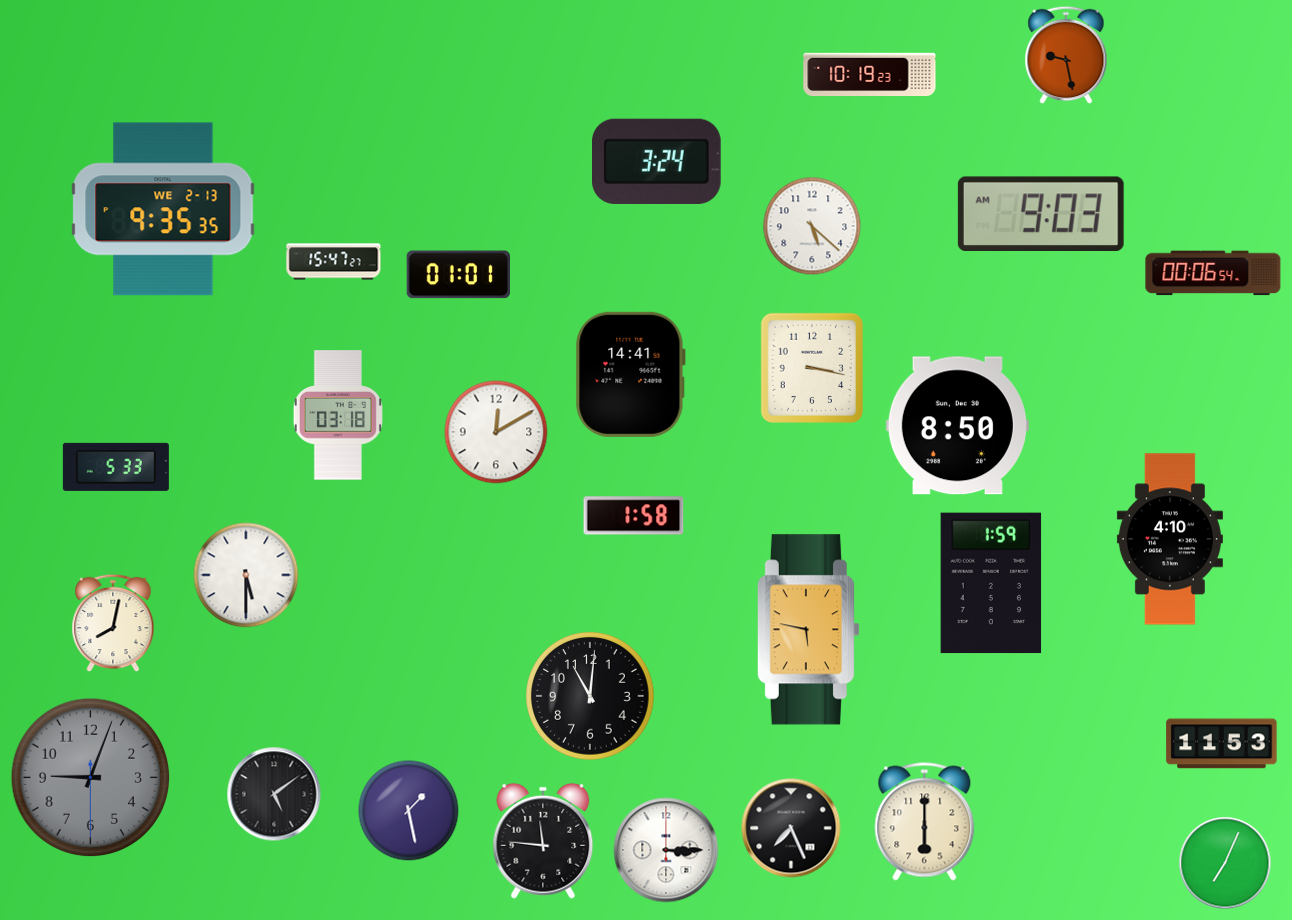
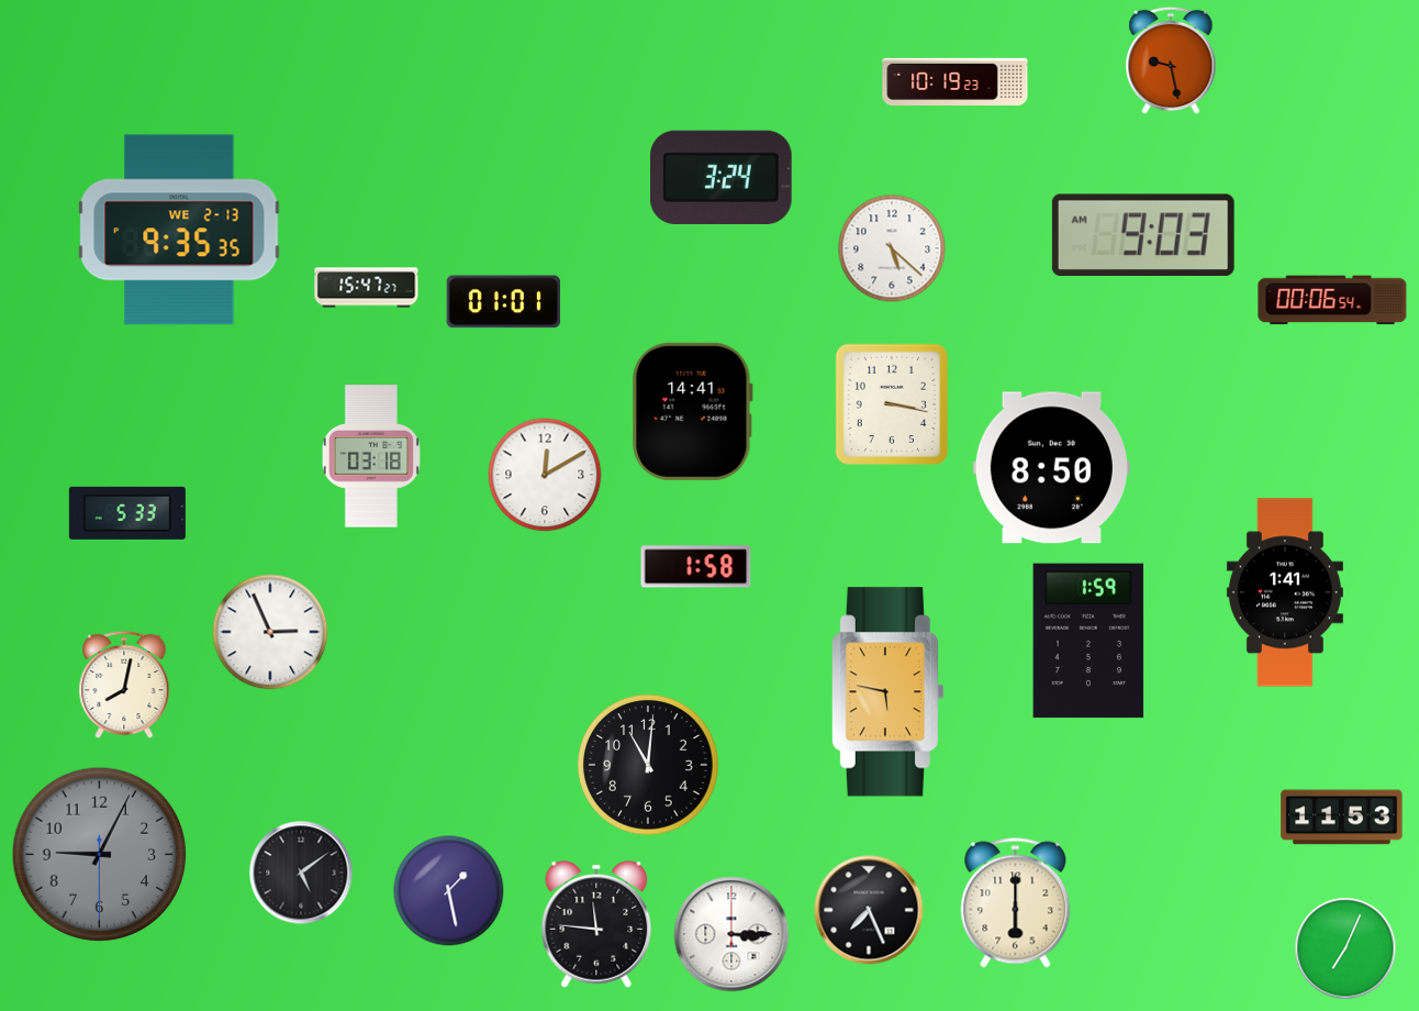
clock at (1170, 539): 4:10 -> 1:41
clock at (246, 575): 5:30 -> 2:56
clock at (91, 778): 9:03 -> 9:04
